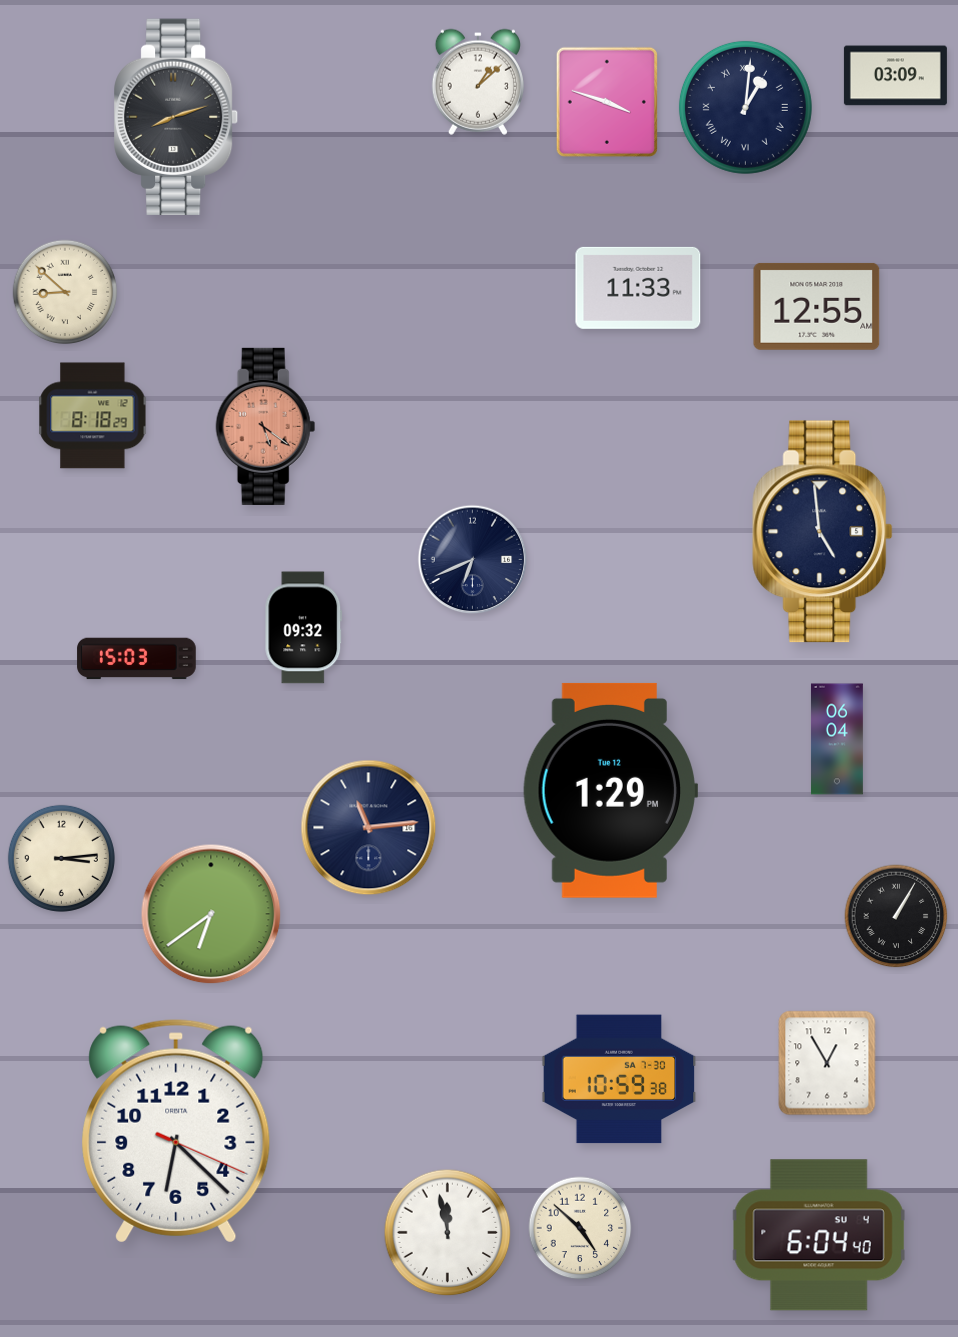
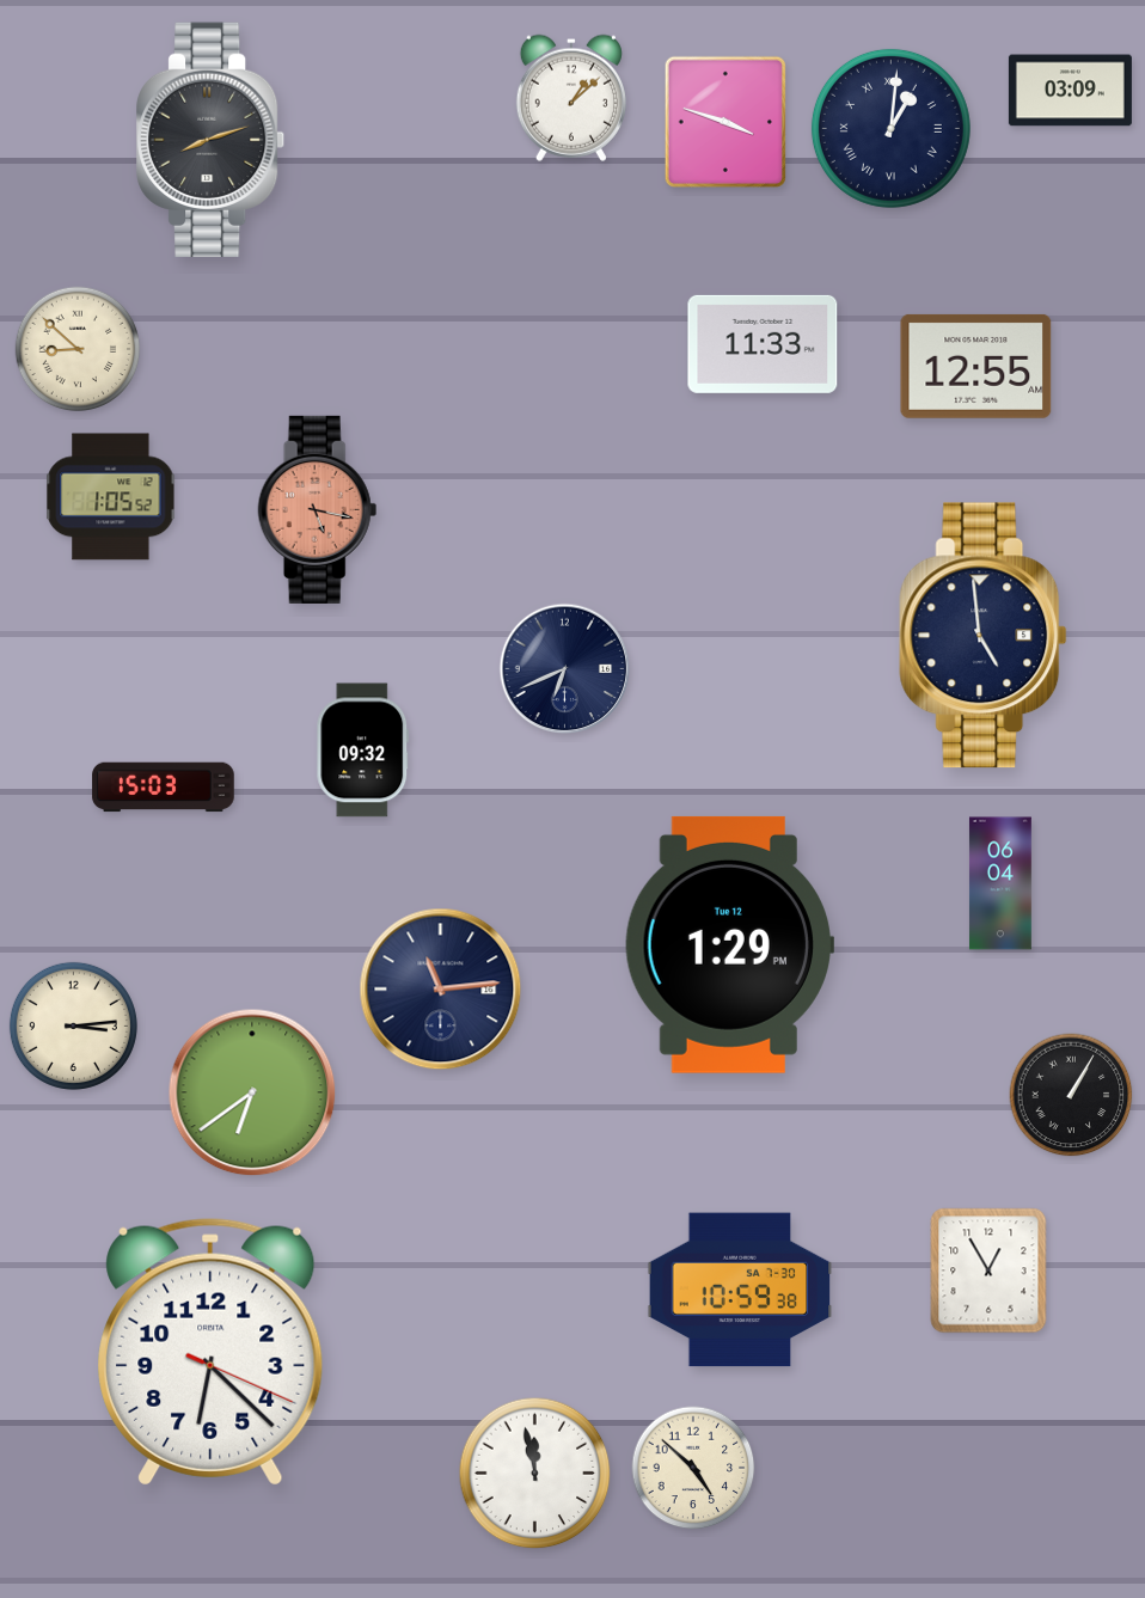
clock at (93, 416): 8:18 -> 1:05
clock at (266, 426): 5:21 -> 5:17
clock at (819, 1235): 6:04 -> none
